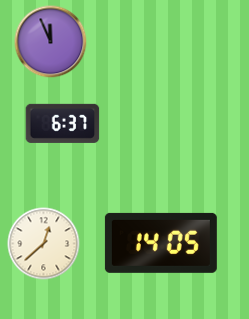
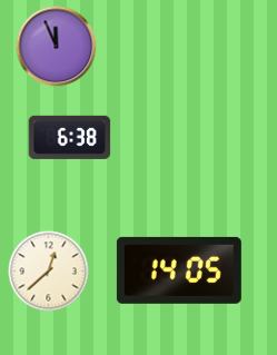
clock at (63, 123): 6:37 -> 6:38
